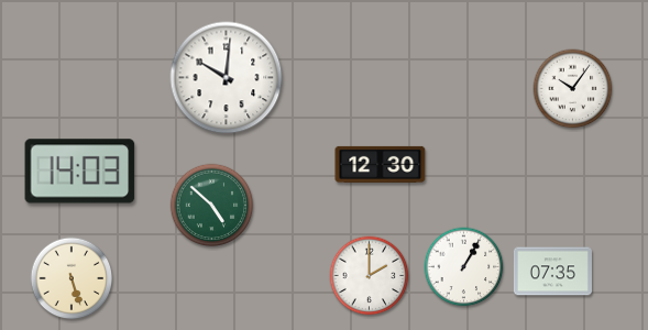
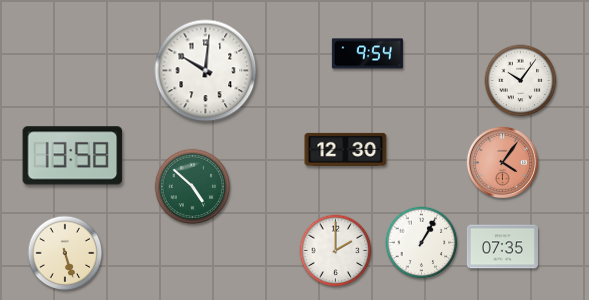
clock at (367, 54): none -> 9:54
clock at (80, 172): 14:03 -> 13:58
clock at (502, 162): none -> 4:06
